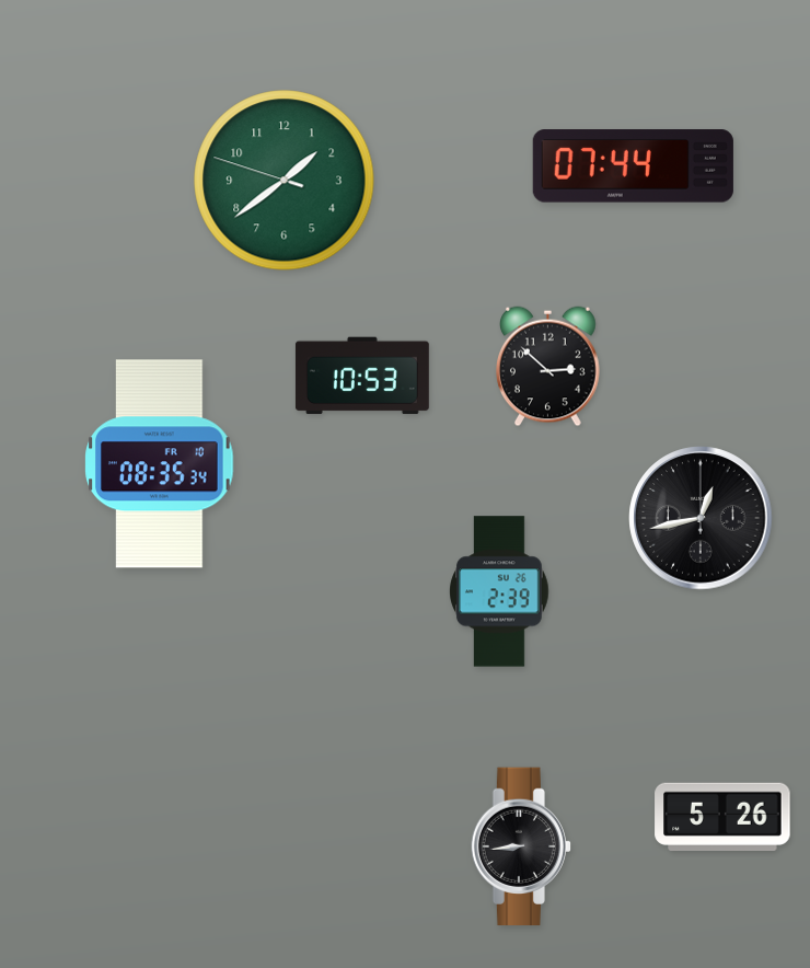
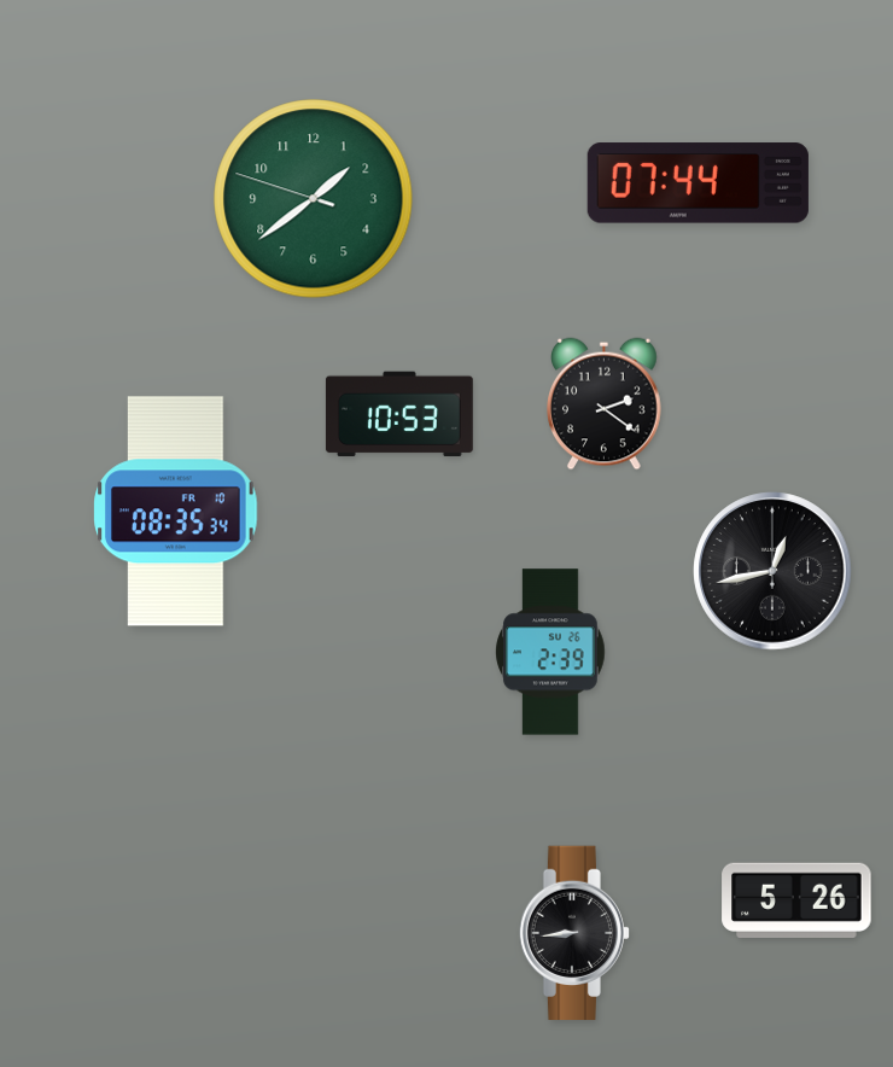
clock at (548, 367): 2:52 -> 2:21
